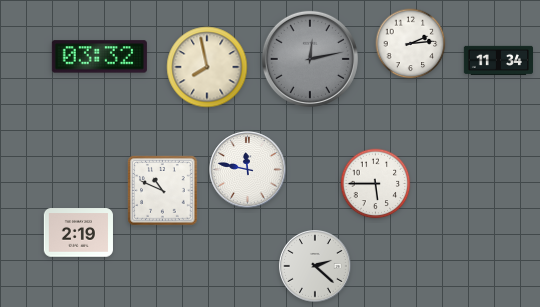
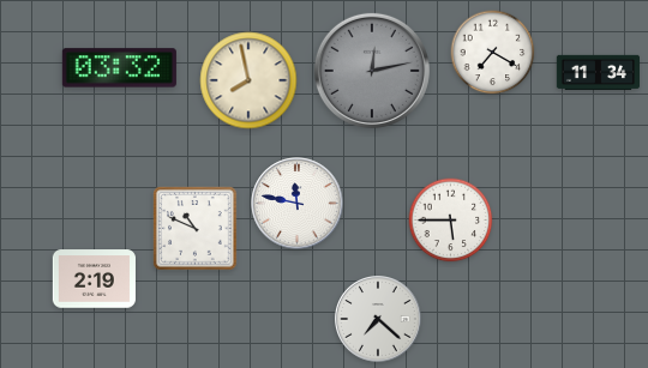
clock at (411, 44): 2:14 -> 7:20
clock at (316, 267): 2:22 -> 7:22
